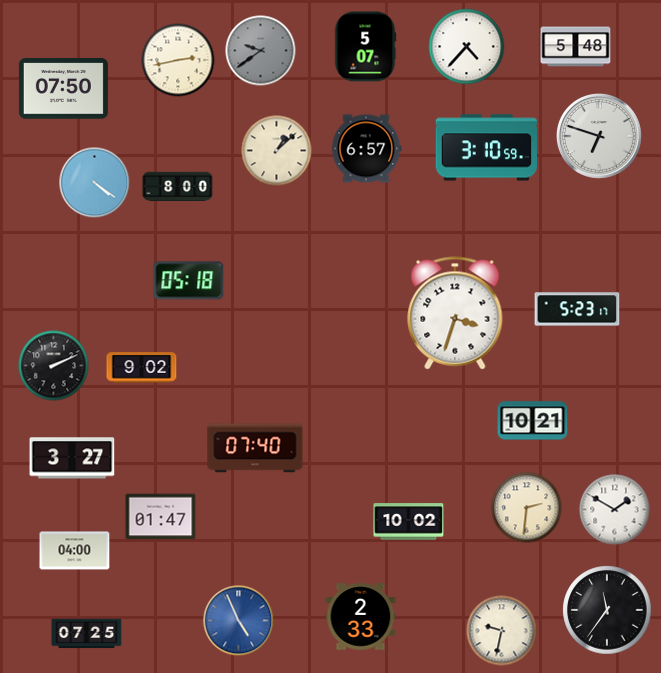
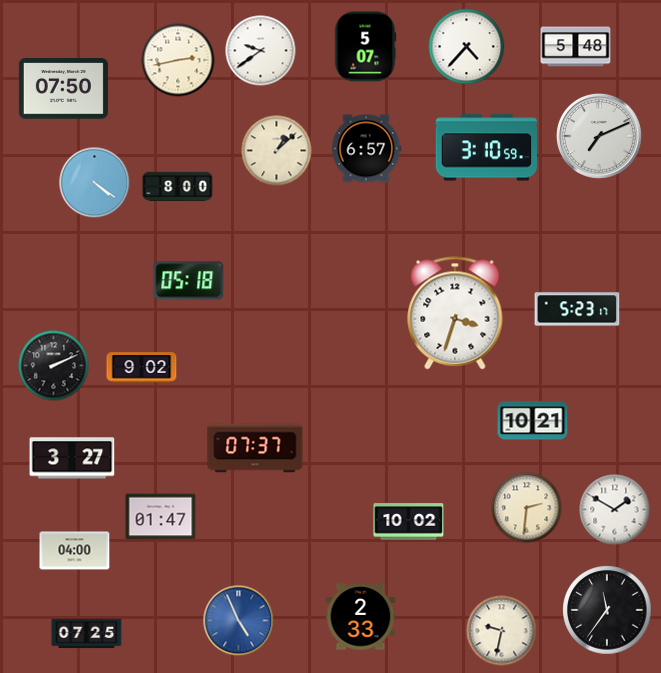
clock at (261, 51) dial: grey -> white
clock at (599, 136): 6:48 -> 7:11
clock at (255, 448): 07:40 -> 07:37
